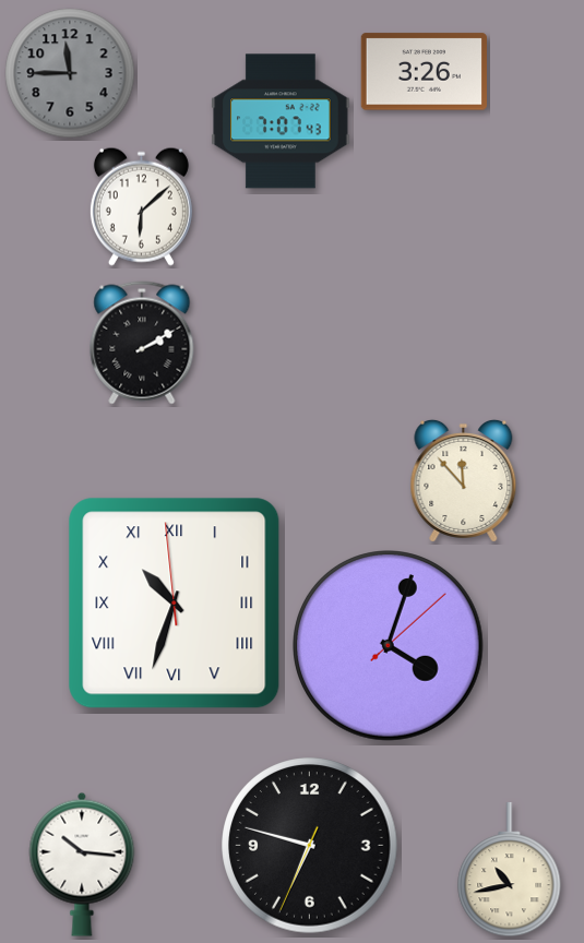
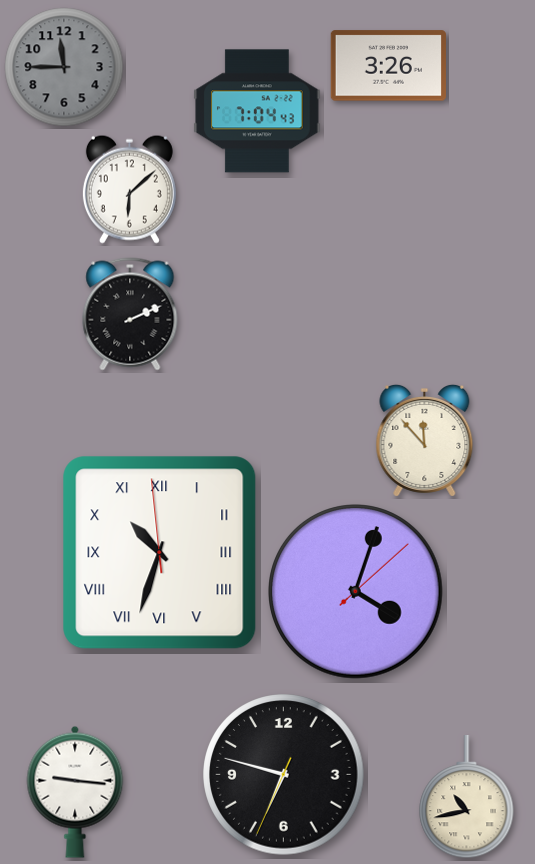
clock at (281, 121): 7:07 -> 7:04
clock at (142, 343): 2:10 -> 2:11
clock at (82, 864): 10:16 -> 9:16
